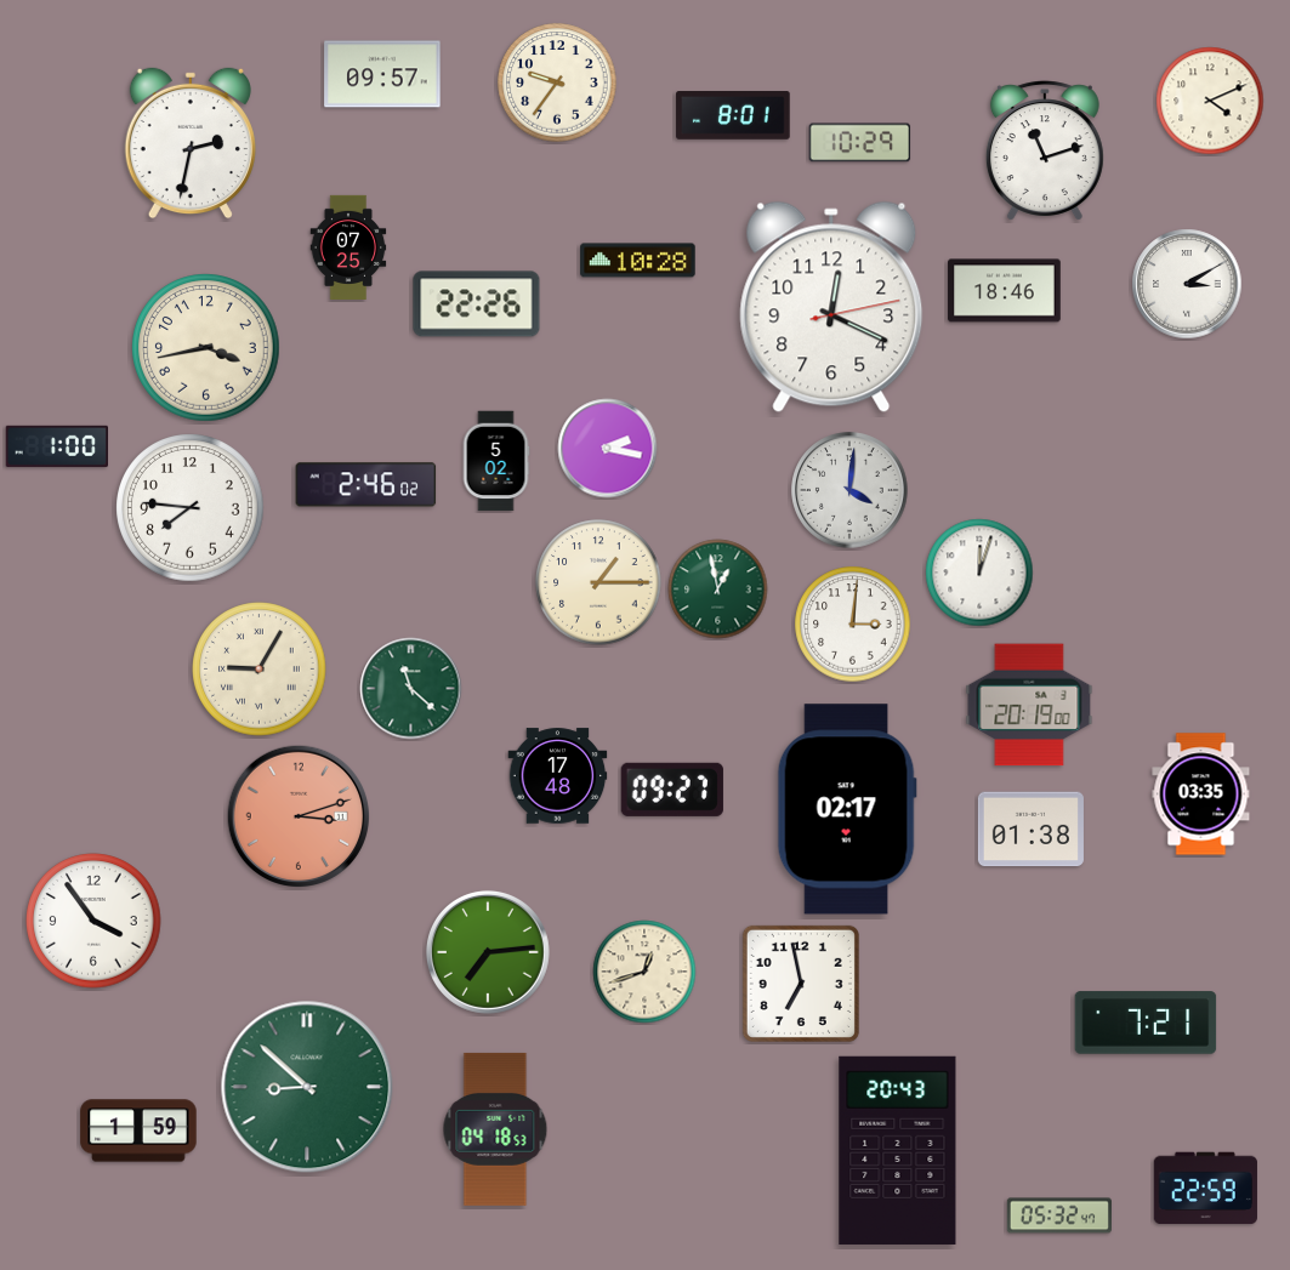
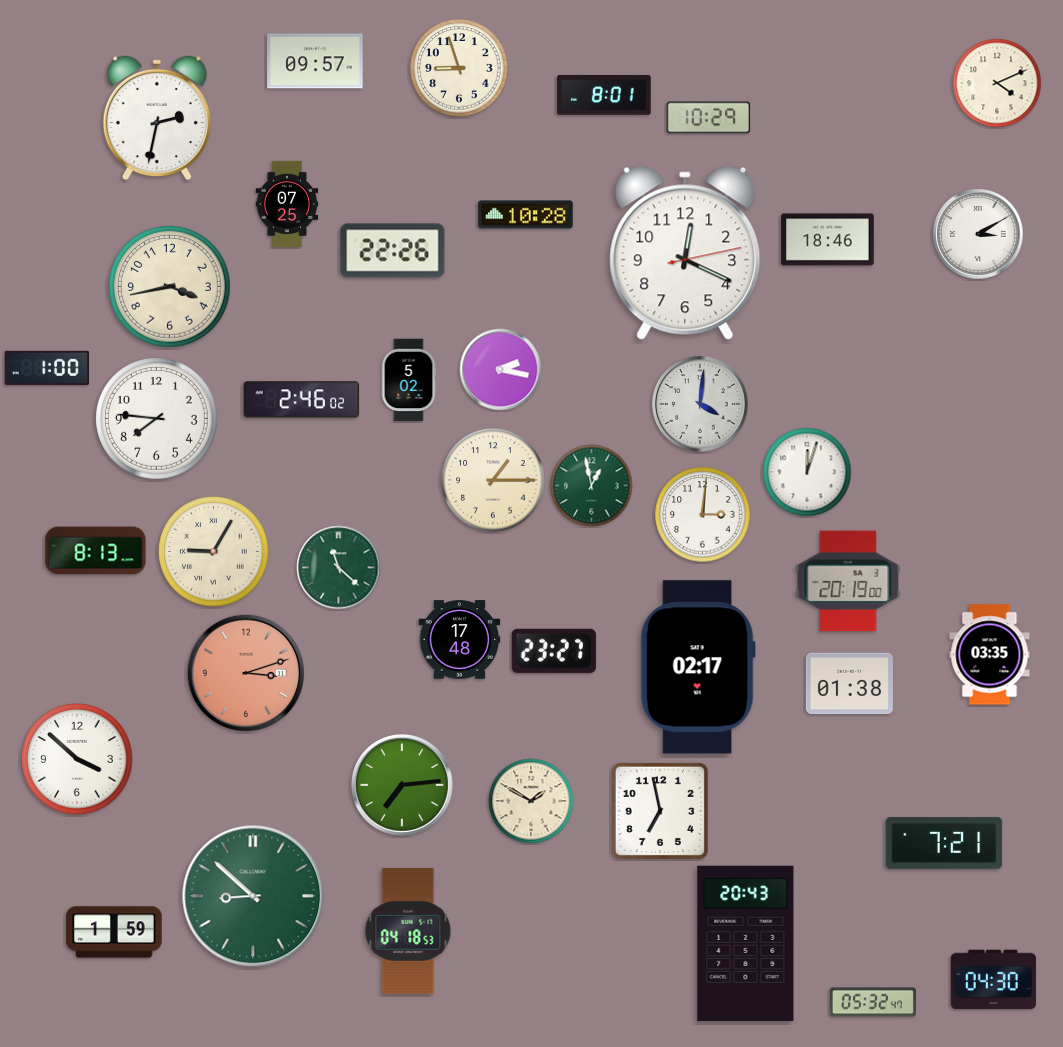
clock at (557, 82): 9:36 -> 8:57
clock at (1045, 150): 11:12 -> none
clock at (96, 551): none -> 8:13
clock at (672, 790): 09:27 -> 23:27
clock at (93, 921): 3:54 -> 3:52
clock at (644, 972): 12:42 -> 1:50
clock at (898, 1150) position: (898, 1150) -> (746, 943)
clock at (1205, 1189): 22:59 -> 04:30
